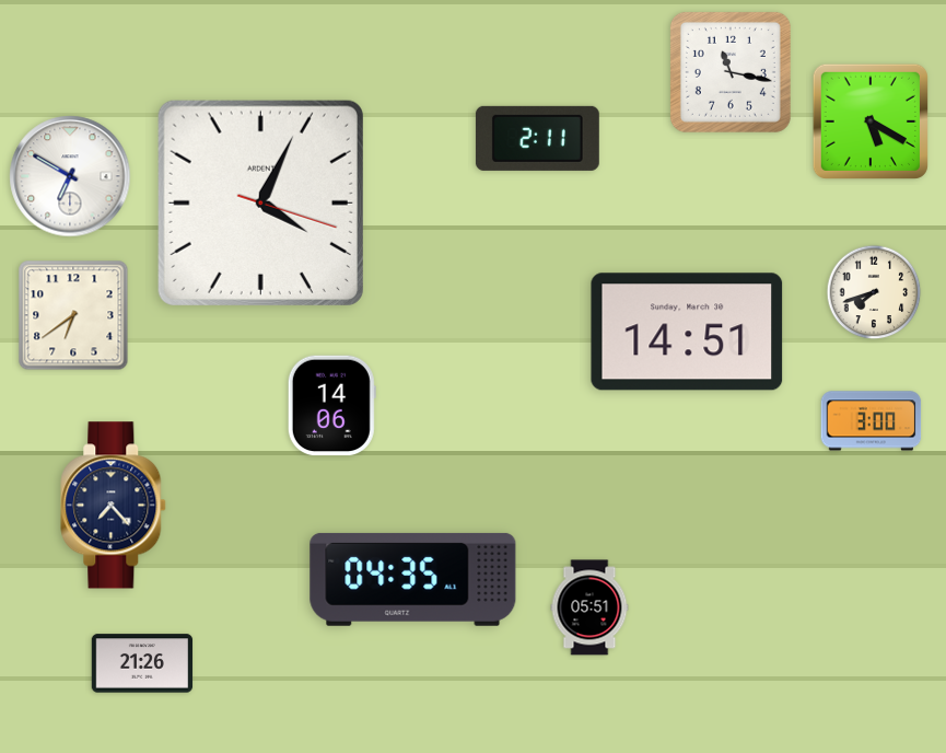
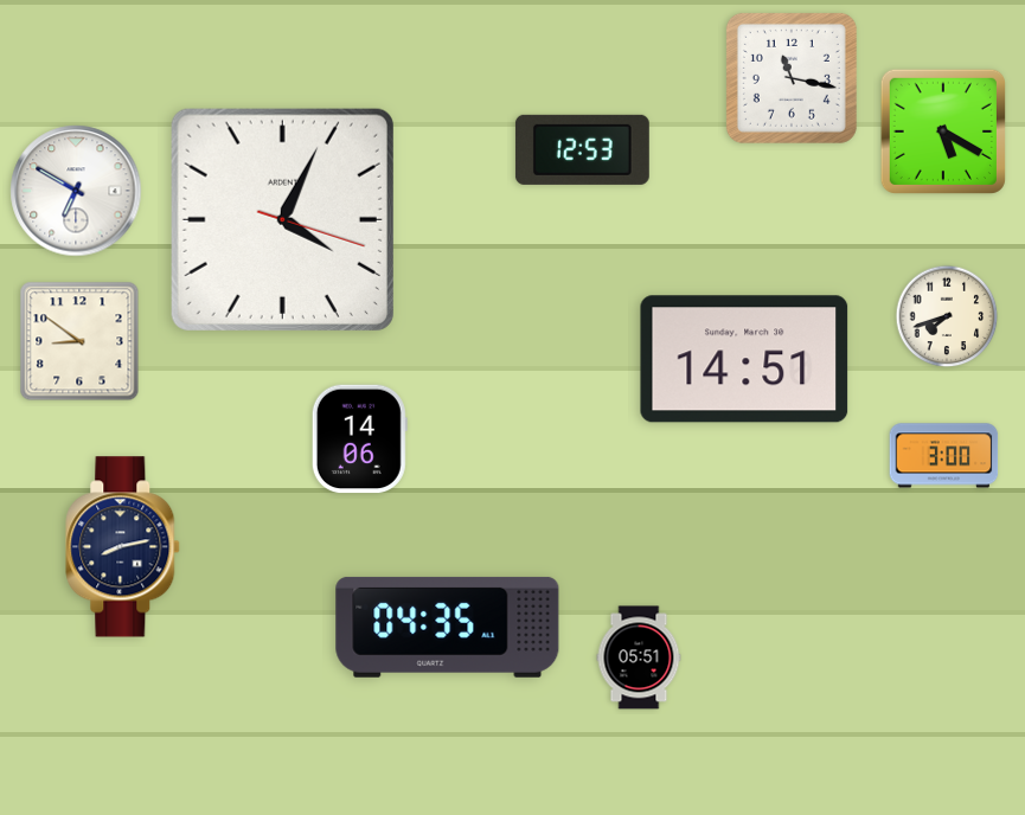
clock at (537, 138): 2:11 -> 12:53
clock at (73, 315): 6:39 -> 8:51
clock at (114, 506): 7:23 -> 8:13
clock at (142, 663): 21:26 -> none
